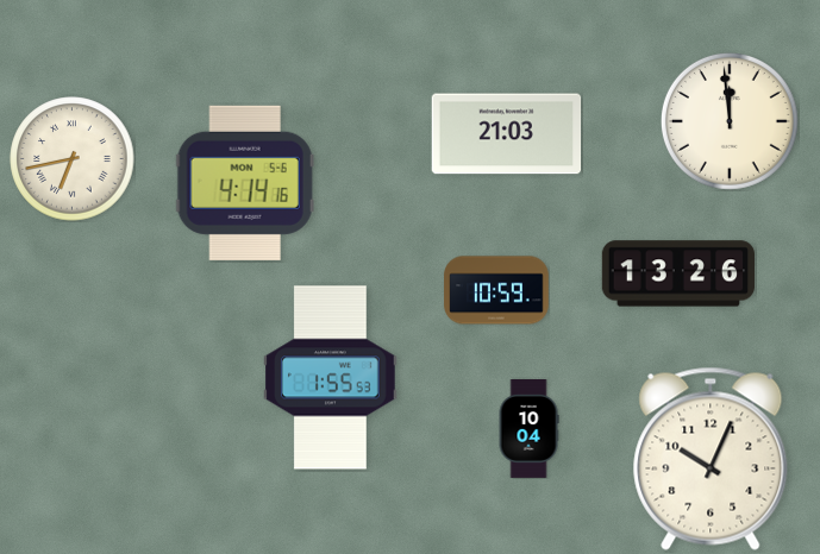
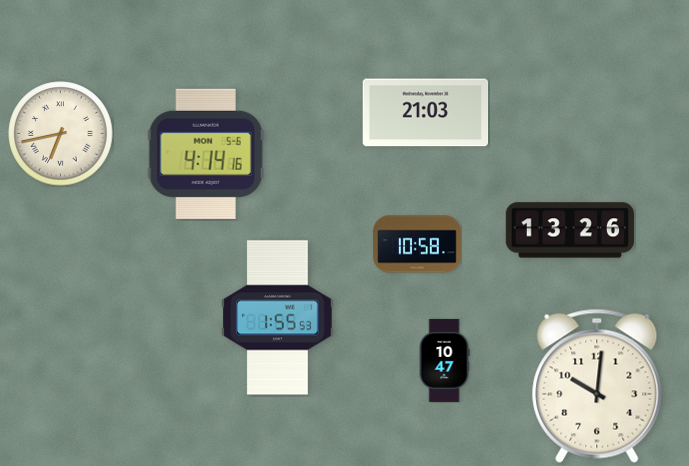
clock at (730, 121): 11:59 -> none
clock at (496, 290): 10:59 -> 10:58
clock at (528, 428): 10:04 -> 10:47
clock at (711, 459): 10:04 -> 10:01
